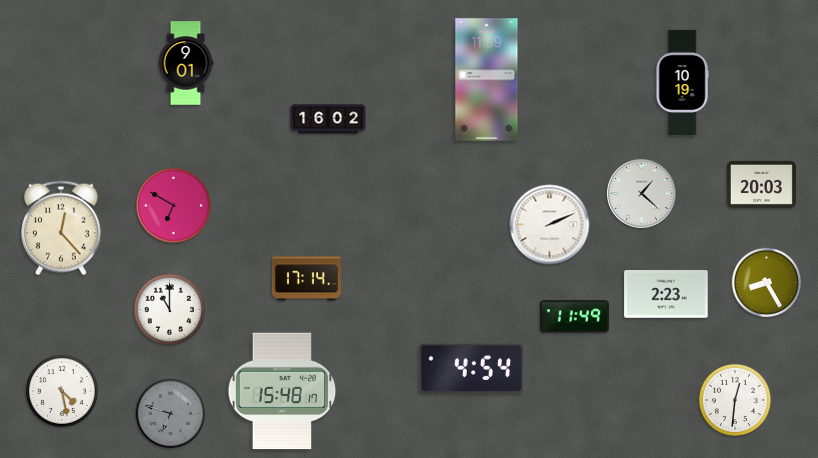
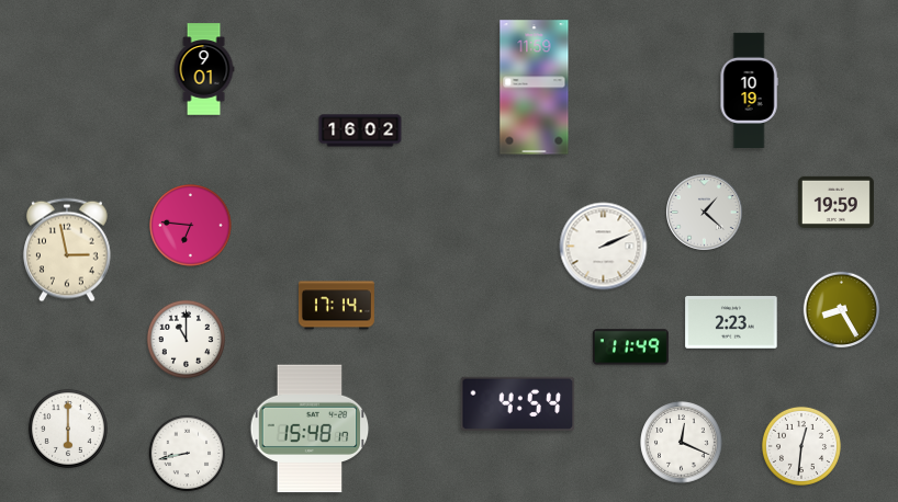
clock at (761, 184): 20:03 -> 19:59
clock at (174, 206): 6:50 -> 6:46
clock at (62, 228): 12:23 -> 2:58
clock at (62, 391): 4:28 -> 6:00
clock at (735, 400) position: (735, 400) -> (801, 446)
clock at (682, 443): none -> 12:19
clock at (171, 414): 6:48 -> 8:43
clock at (171, 414) dial: grey -> white
